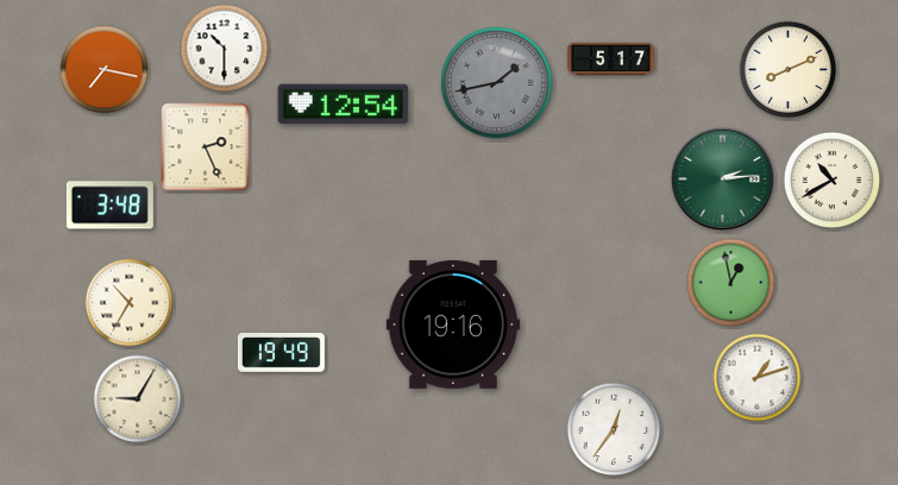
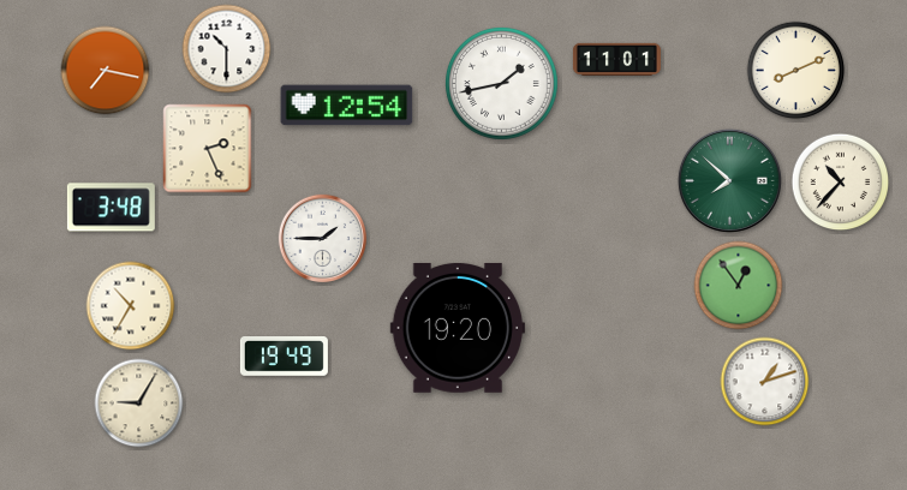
clock at (610, 58): 5:17 -> 11:01
clock at (496, 82) dial: grey -> white
clock at (722, 178): 2:14 -> 7:52
clock at (833, 181): 10:40 -> 10:37
clock at (322, 238): none -> 1:45
clock at (731, 283): 12:58 -> 12:54
clock at (453, 325): 19:16 -> 19:20
clock at (614, 429): 12:36 -> none
